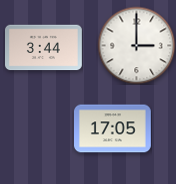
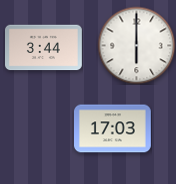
clock at (136, 45): 3:00 -> 6:00
clock at (113, 129): 17:05 -> 17:03
